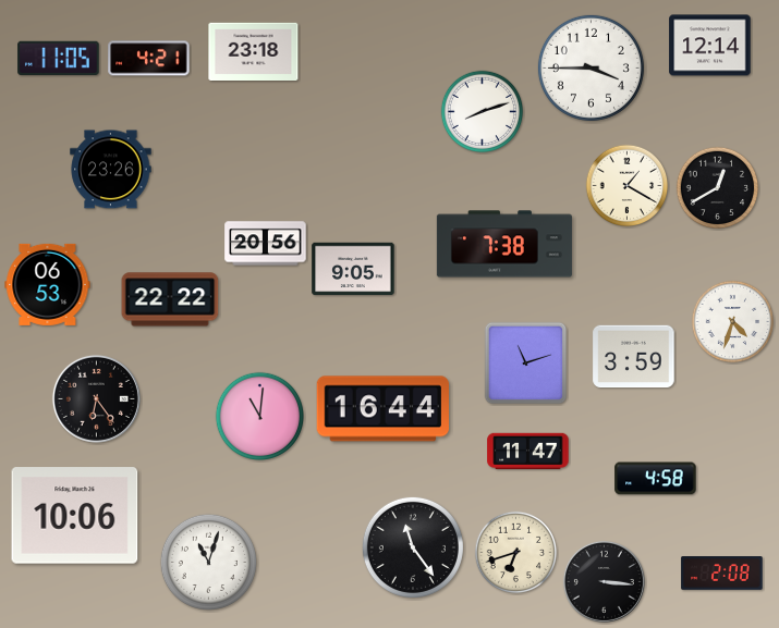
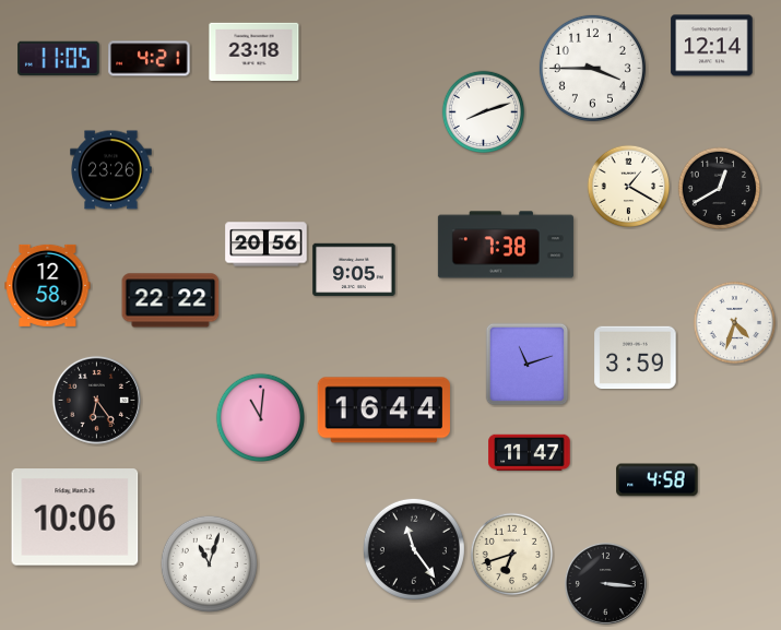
clock at (48, 284): 06:53 -> 12:58
clock at (516, 553) position: (516, 553) -> (512, 555)
clock at (722, 574): 2:08 -> none
